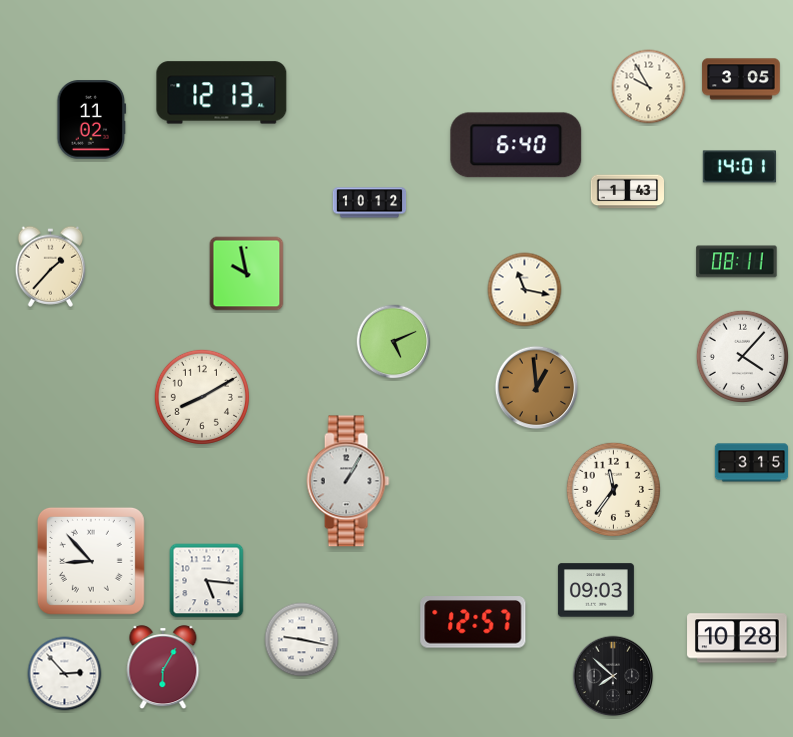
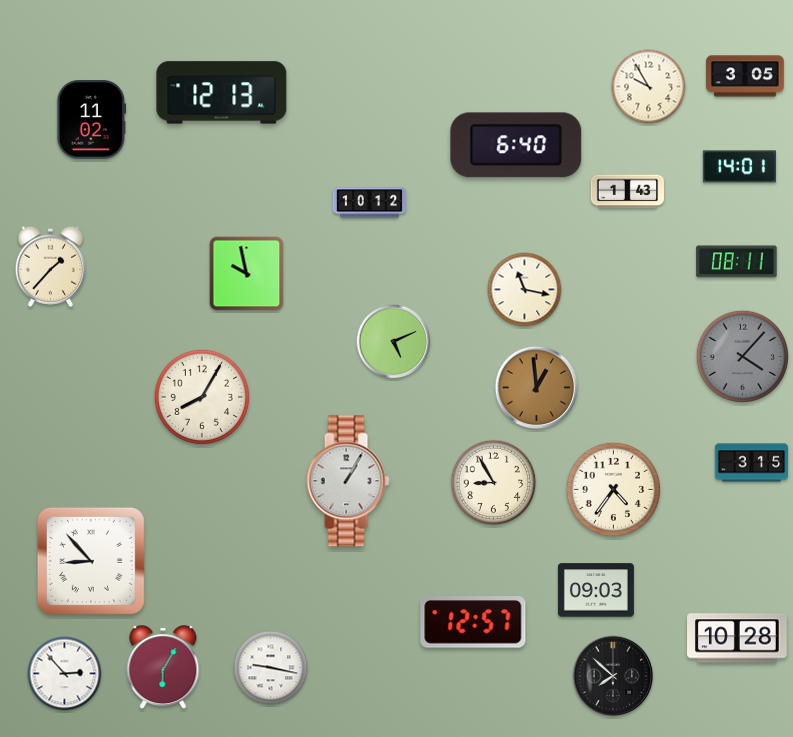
clock at (741, 79) position: (741, 79) -> (745, 76)
clock at (742, 356) dial: white -> grey
clock at (202, 397): 8:10 -> 8:05
clock at (494, 483): none -> 8:55
clock at (613, 489): 11:36 -> 4:36
clock at (207, 581): 5:16 -> none
clock at (302, 640) position: (302, 640) -> (271, 668)
